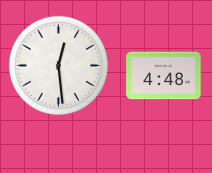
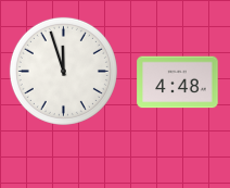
clock at (58, 65): 12:29 -> 11:57
